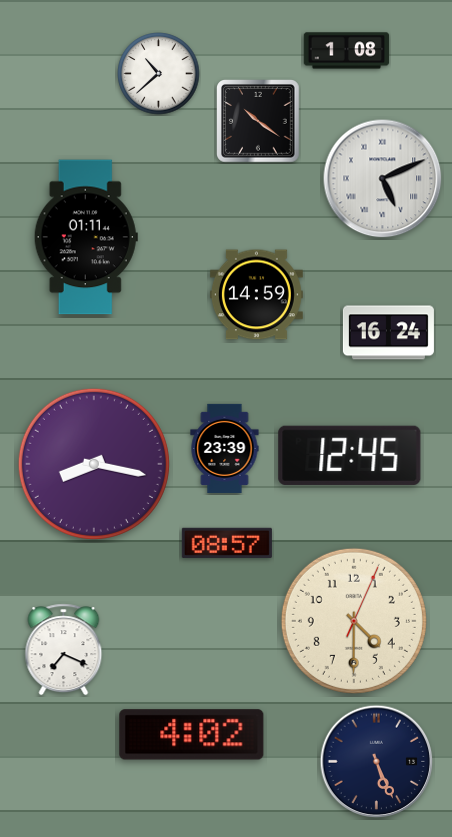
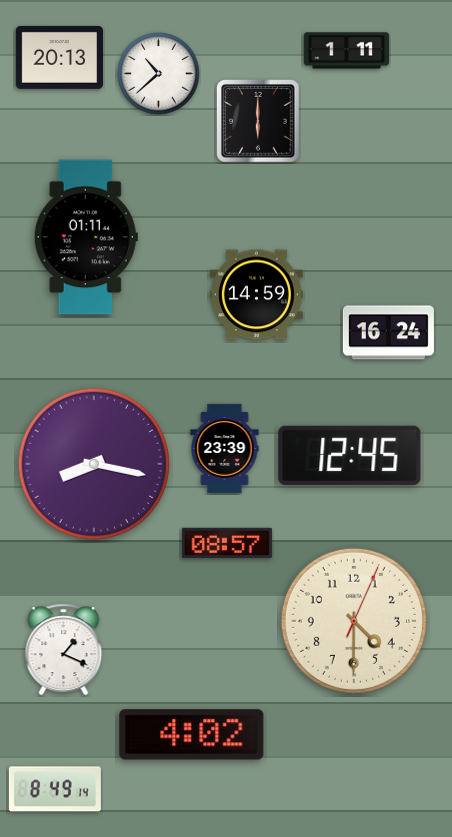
clock at (347, 51): 1:08 -> 1:11
clock at (59, 57): none -> 20:13
clock at (259, 122): 10:21 -> 6:00
clock at (383, 179): 5:11 -> none
clock at (64, 650): 7:19 -> 1:19
clock at (377, 762): 5:26 -> none
clock at (55, 789): none -> 8:49
